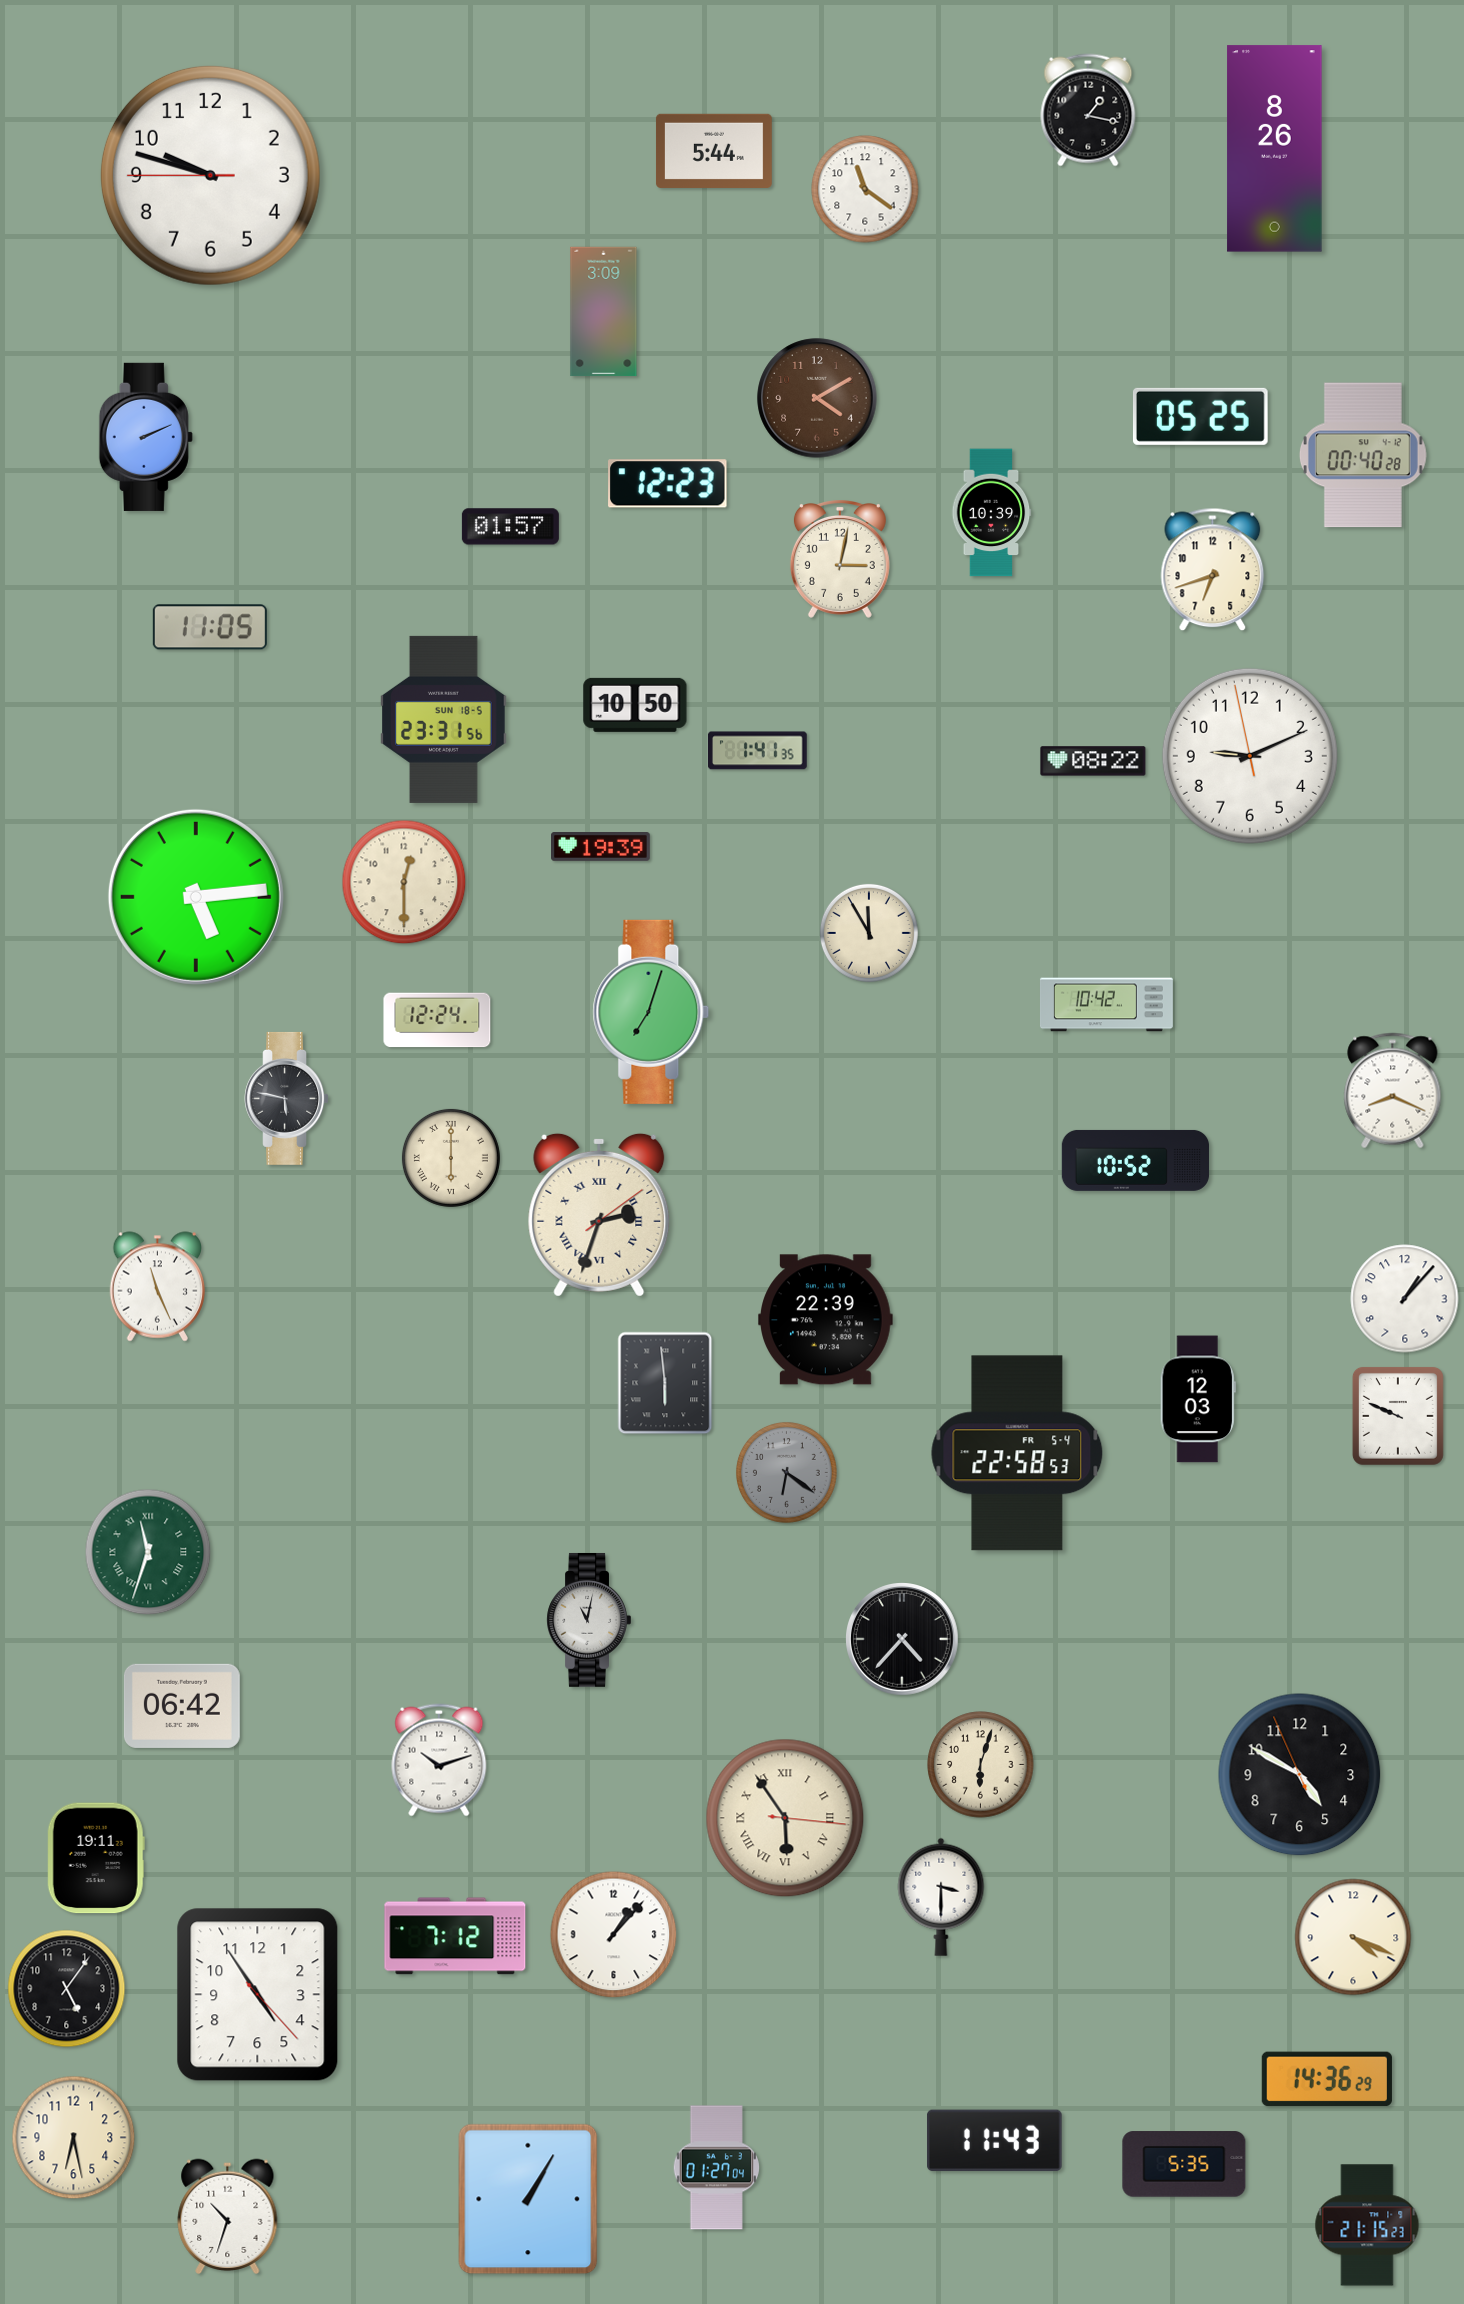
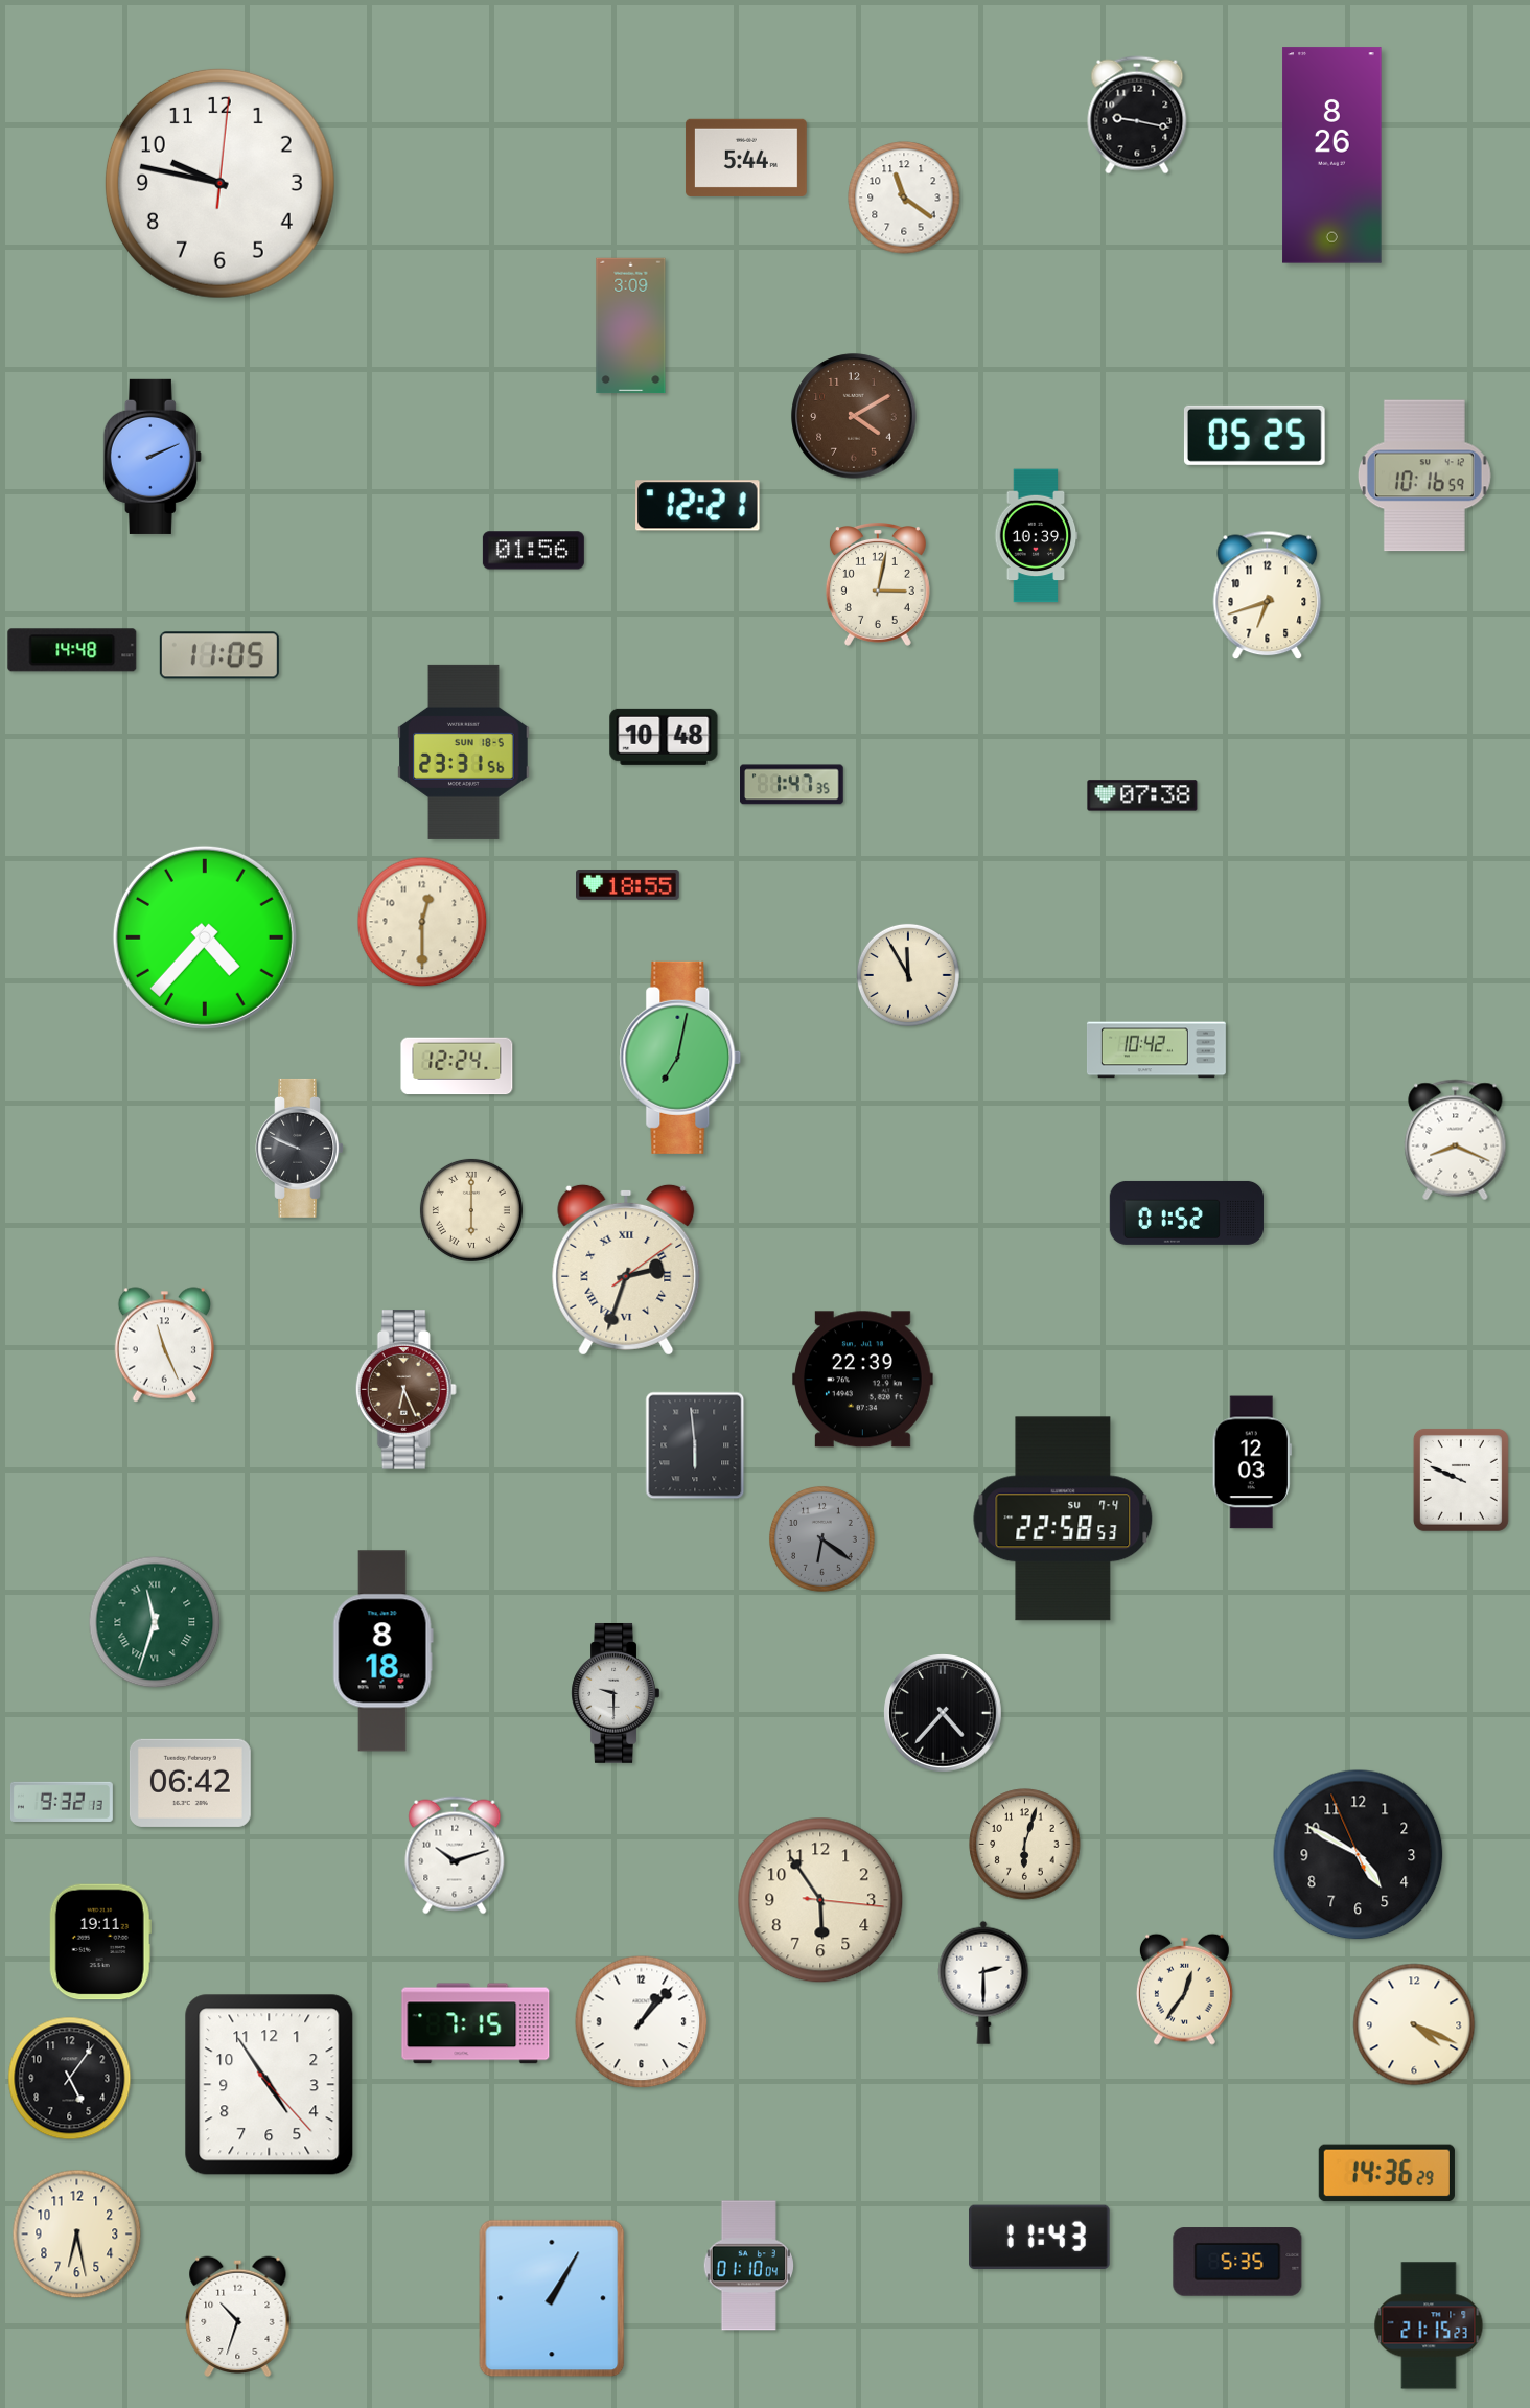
clock at (1088, 110): 1:17 -> 9:17
clock at (210, 175): 9:47:45 -> 9:47:01
clock at (1363, 455): 00:40 -> 10:16
clock at (668, 484): 12:23 -> 12:21
clock at (510, 527): 01:57 -> 01:56
clock at (72, 650): none -> 14:48
clock at (635, 705): 10:50 -> 10:48
clock at (758, 751): 1:41 -> 1:47
clock at (1250, 756): 9:10 -> none
clock at (1093, 761): 08:22 -> 07:38
clock at (601, 847): 19:39 -> 18:55
clock at (196, 897): 5:14 -> 4:37
clock at (651, 1012): 7:03 -> 7:02
clock at (286, 1098): 5:47 -> 9:49
clock at (1136, 1160): 10:52 -> 01:52
clock at (1405, 1299): 1:07 -> none
clock at (405, 1390): none -> 6:26
clock at (1017, 1453) date: FR 5-4 -> SU 7-4
clock at (383, 1651): none -> 8:18
clock at (589, 1620): 11:02 -> 9:30
clock at (62, 1802): none -> 9:32
clock at (439, 1760) position: (439, 1760) -> (455, 1855)
clock at (785, 1818) numerals: Roman -> Arabic
clock at (941, 1897): 3:30 -> 2:30
clock at (1184, 1989): none -> 12:36
clock at (455, 1936): 7:12 -> 7:15
clock at (716, 2168): 01:27 -> 01:10
